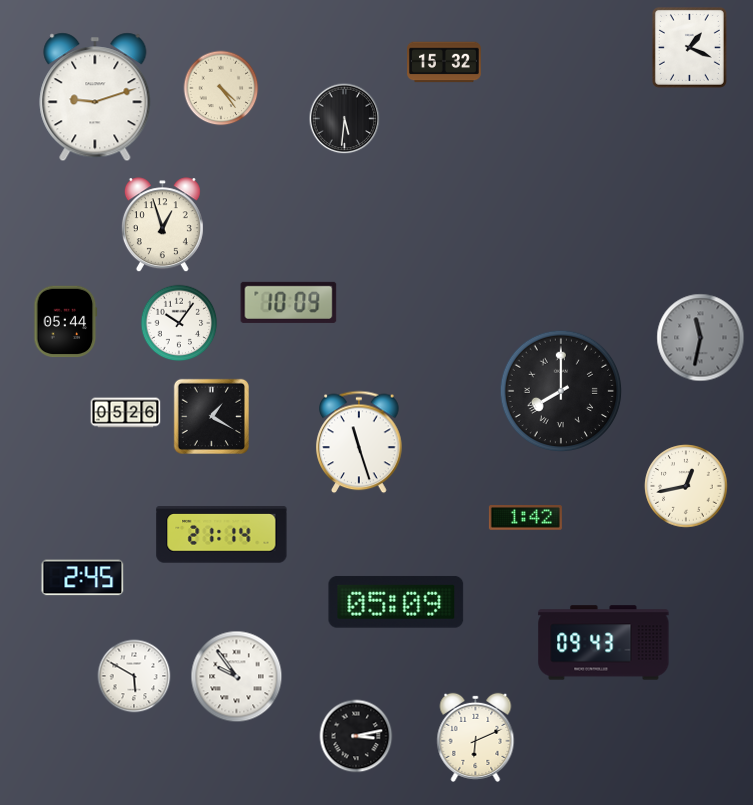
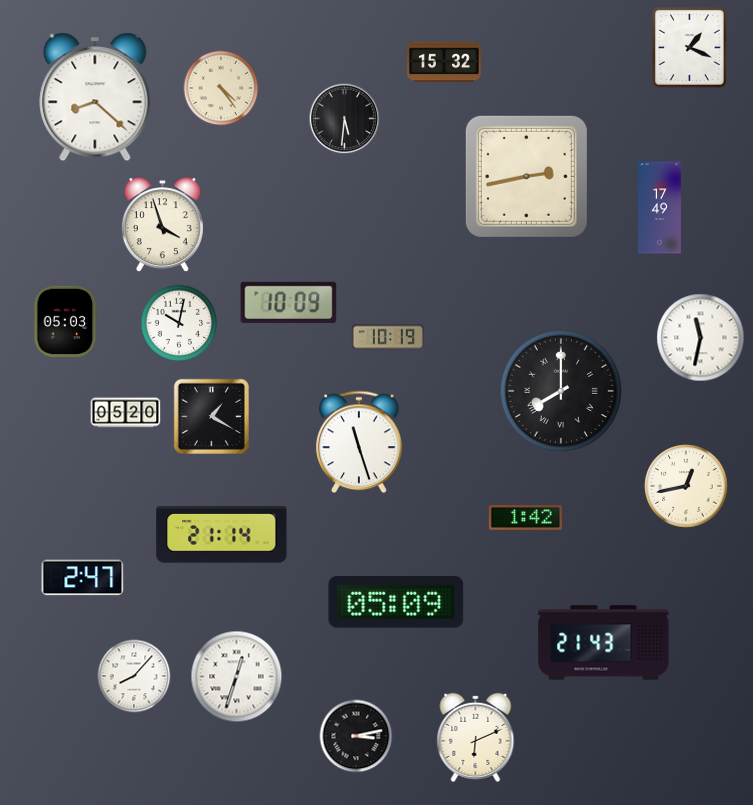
clock at (95, 97): 9:12 -> 8:22
clock at (526, 176): none -> 2:43
clock at (659, 208): none -> 17:49
clock at (162, 225): 12:57 -> 3:57
clock at (66, 322): 05:44 -> 05:03
clock at (179, 323): 10:06 -> 10:02
clock at (388, 337): none -> 10:19
clock at (701, 338) dial: grey -> white
clock at (126, 413): 05:26 -> 05:20
clock at (83, 578): 2:45 -> 2:47
clock at (604, 643): 09:43 -> 21:43
clock at (134, 676): 5:50 -> 8:07
clock at (237, 677): 9:54 -> 12:33
